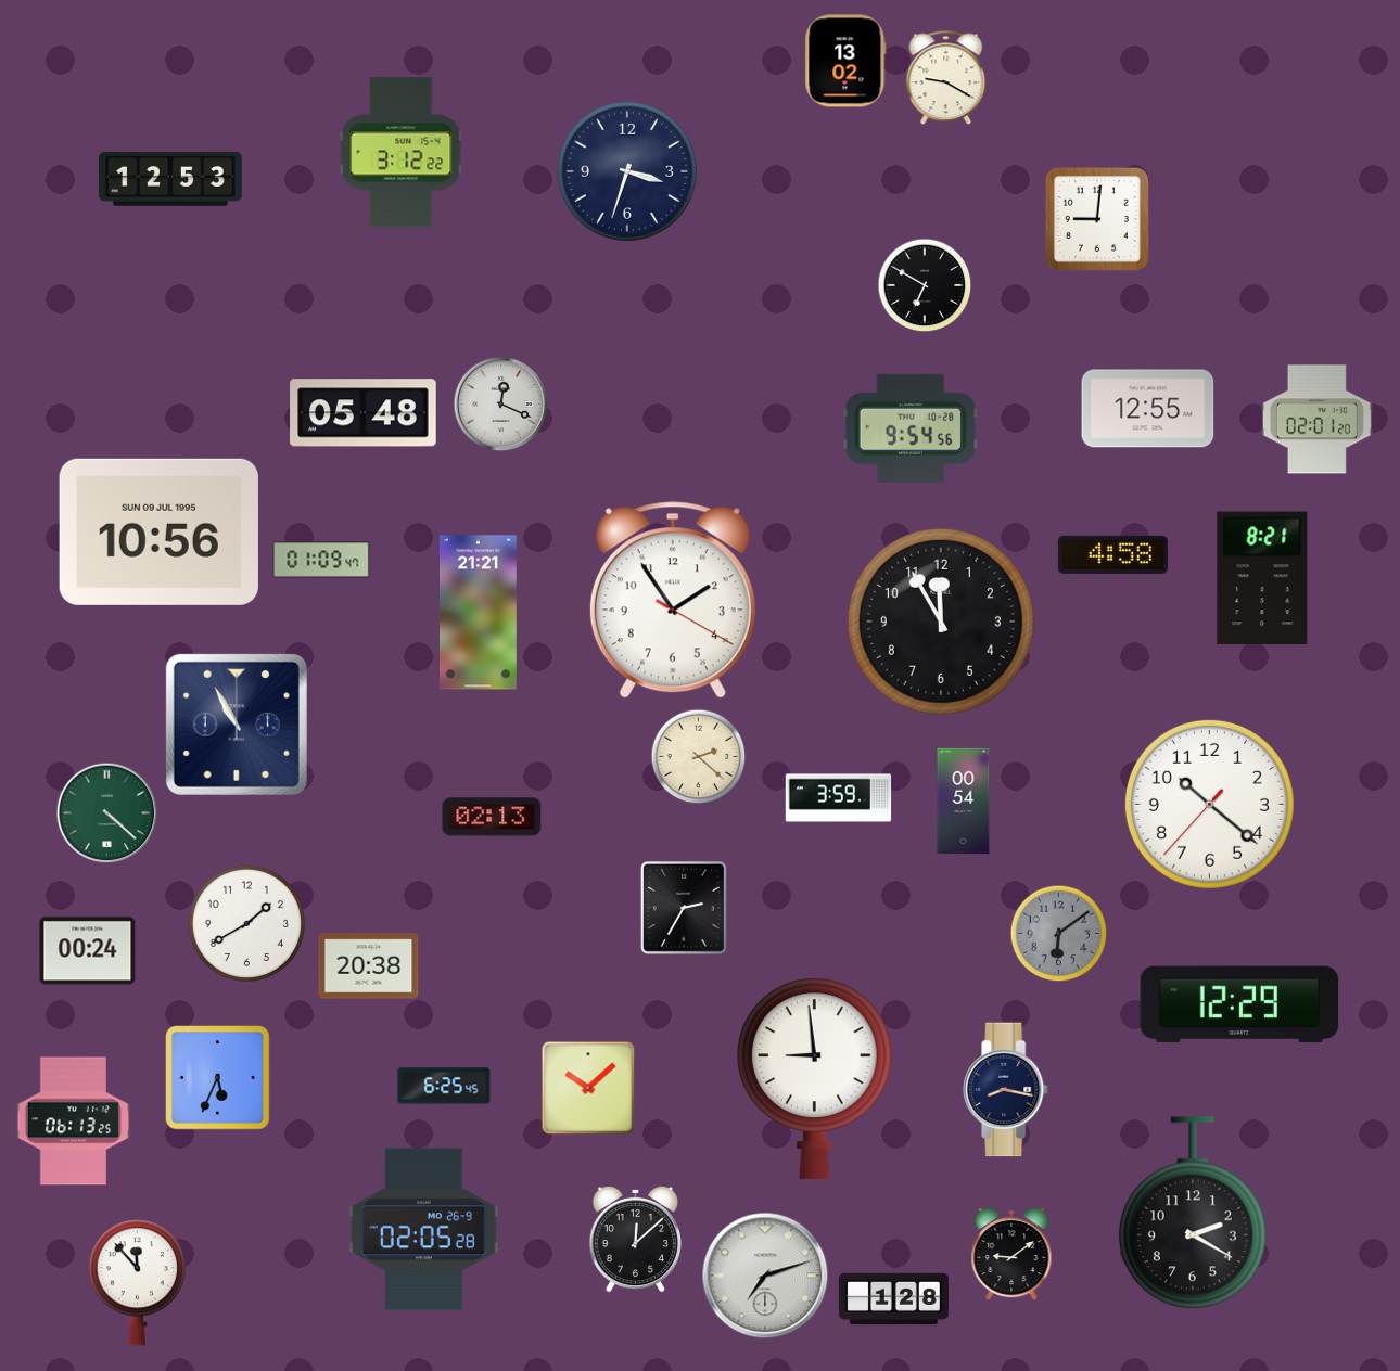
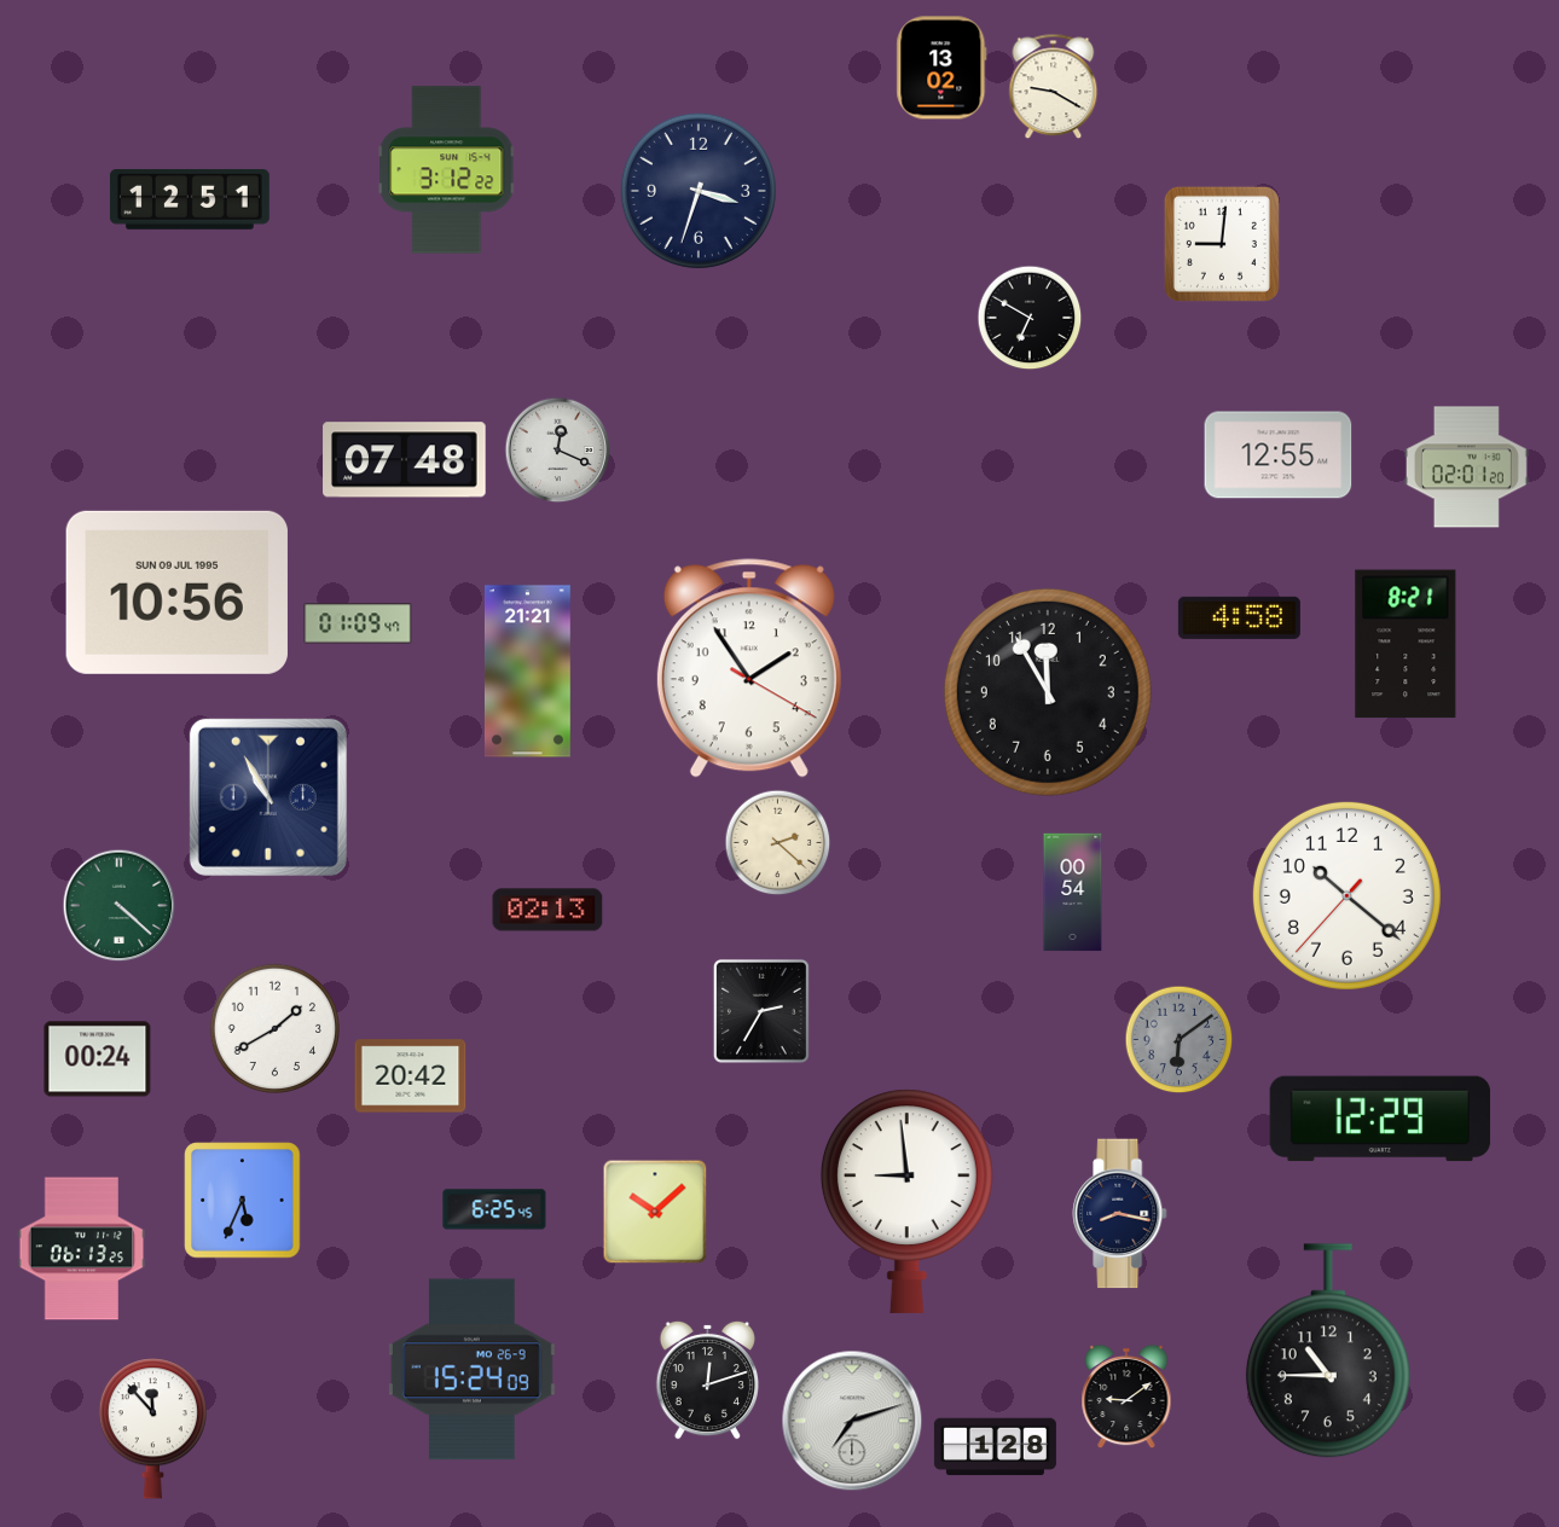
clock at (170, 179): 12:53 -> 12:51
clock at (364, 413): 05:48 -> 07:48
clock at (911, 428): 9:54 -> none
clock at (478, 613) position: (478, 613) -> (527, 672)
clock at (237, 725) position: (237, 725) -> (268, 797)
clock at (839, 798): 3:59 -> none
clock at (369, 966): 20:38 -> 20:42
clock at (1193, 1213): 2:20 -> 10:45
clock at (423, 1230): 02:05 -> 15:24
clock at (635, 1239): 12:08 -> 12:12
